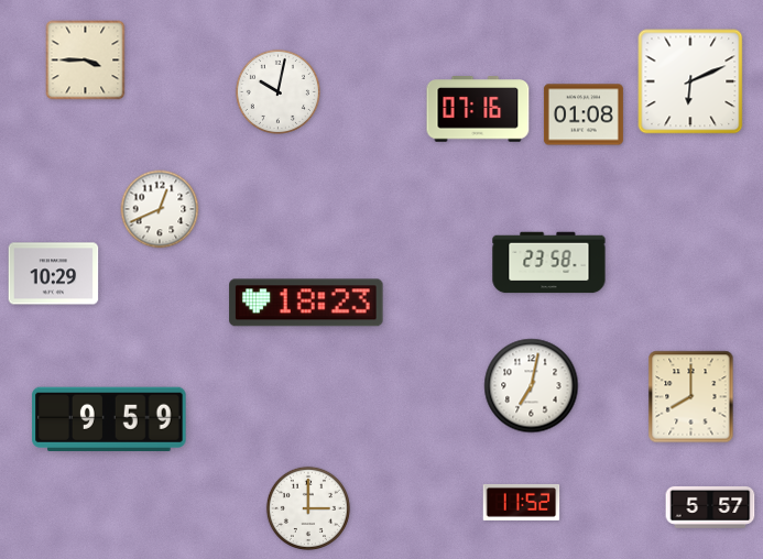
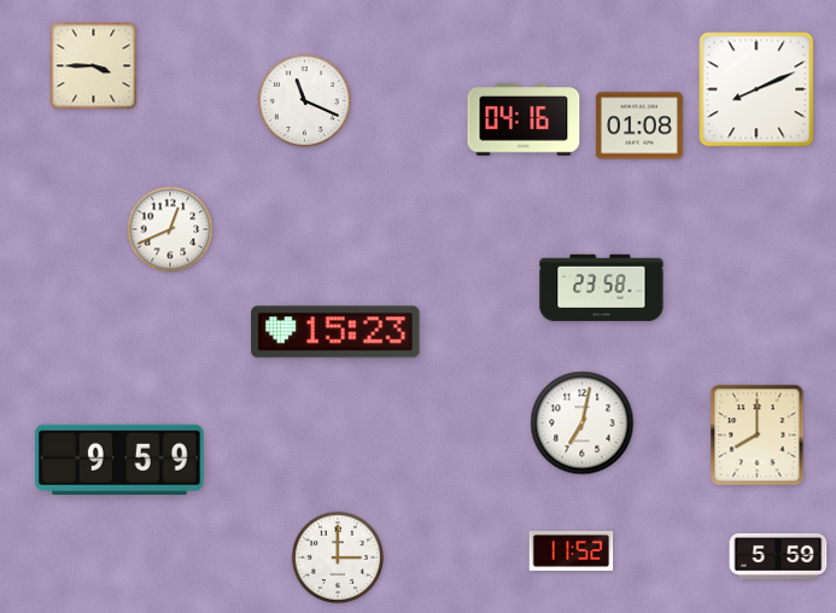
clock at (690, 81): 6:11 -> 8:11
clock at (277, 91): 10:02 -> 11:19
clock at (478, 109): 07:16 -> 04:16
clock at (160, 209) position: (160, 209) -> (170, 229)
clock at (54, 274): 10:29 -> none
clock at (306, 303): 18:23 -> 15:23
clock at (710, 507): 5:57 -> 5:59
